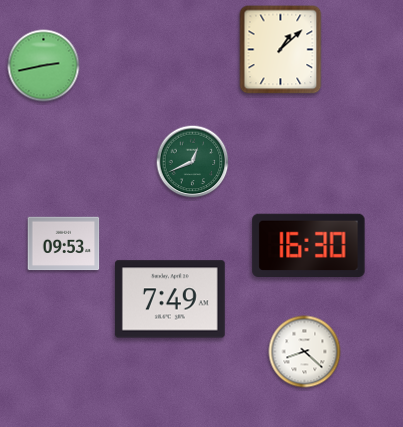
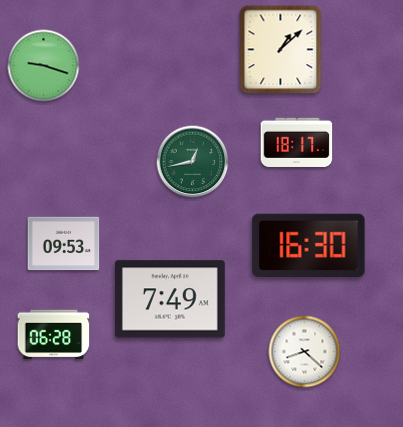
clock at (44, 66): 2:43 -> 9:18
clock at (297, 142): none -> 18:17
clock at (193, 162): 12:41 -> 12:43
clock at (54, 335): none -> 06:28
